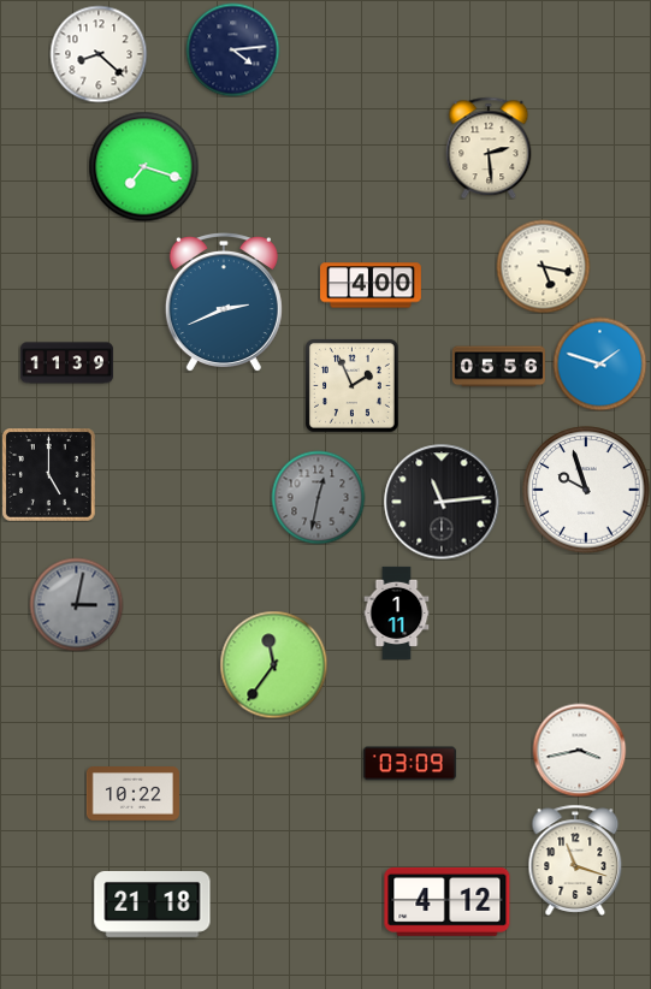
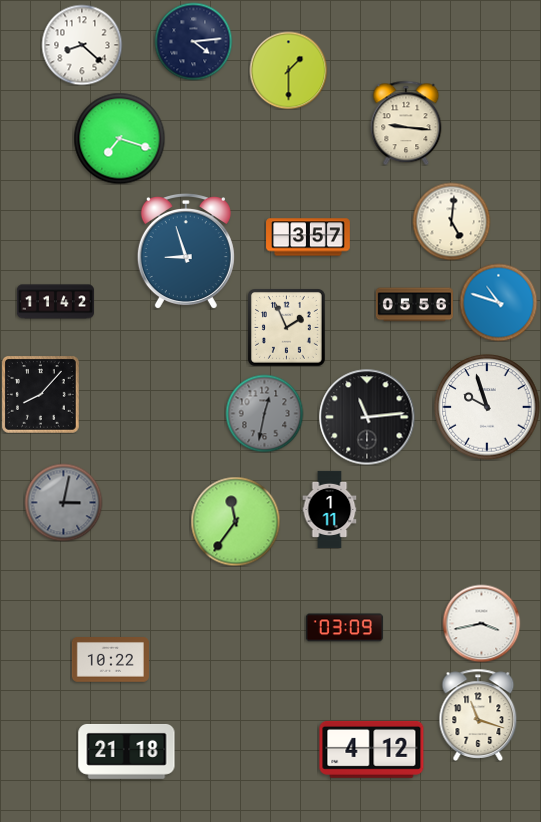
clock at (288, 70): none -> 1:30
clock at (489, 148): 2:29 -> 9:16
clock at (543, 266): 5:17 -> 5:01
clock at (371, 285): 4:00 -> 3:57
clock at (224, 302): 2:41 -> 8:57
clock at (66, 363): 11:39 -> 11:42
clock at (599, 363): 1:48 -> 10:48
clock at (353, 386) position: (353, 386) -> (287, 328)
clock at (49, 475): 5:00 -> 8:07
clock at (273, 664) position: (273, 664) -> (235, 521)
clock at (409, 764) position: (409, 764) -> (344, 628)
